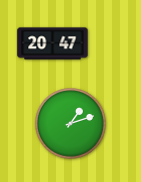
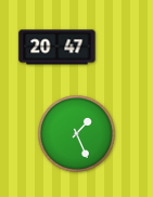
clock at (71, 124): 1:12 -> 1:26
